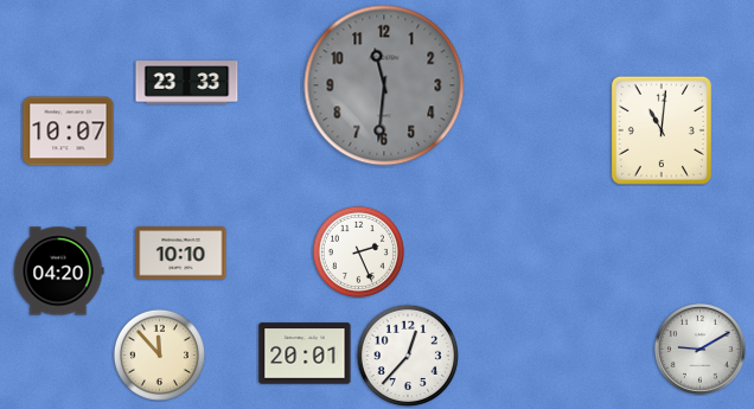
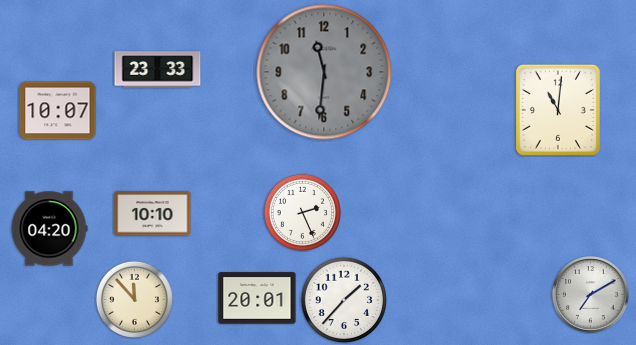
clock at (701, 350): 9:10 -> 7:10
clock at (407, 354): 12:37 -> 1:37
